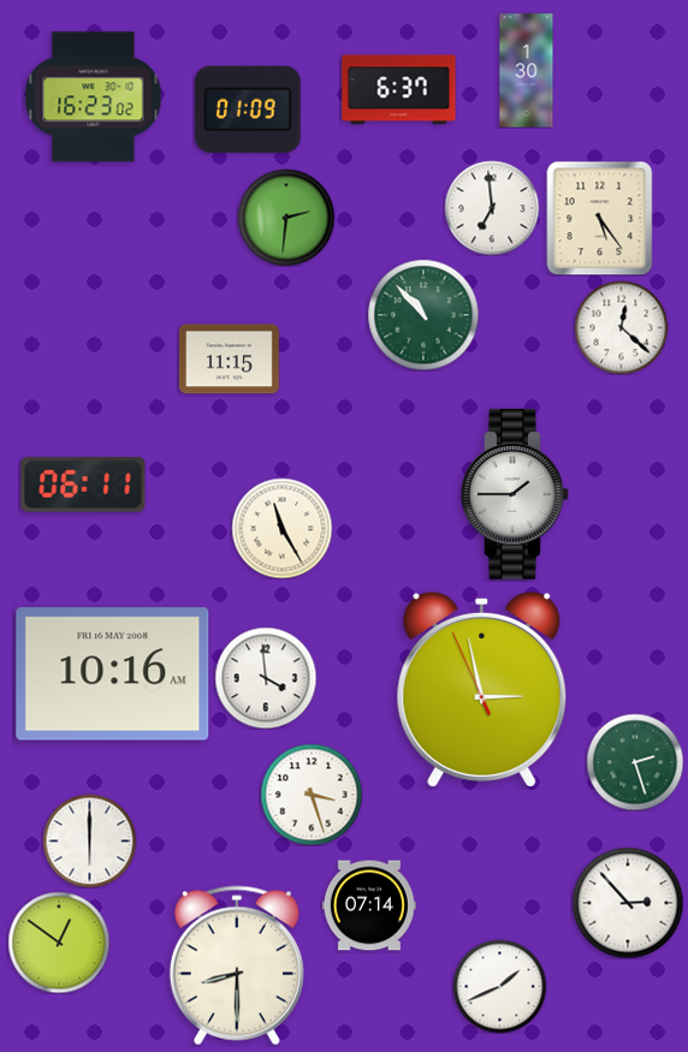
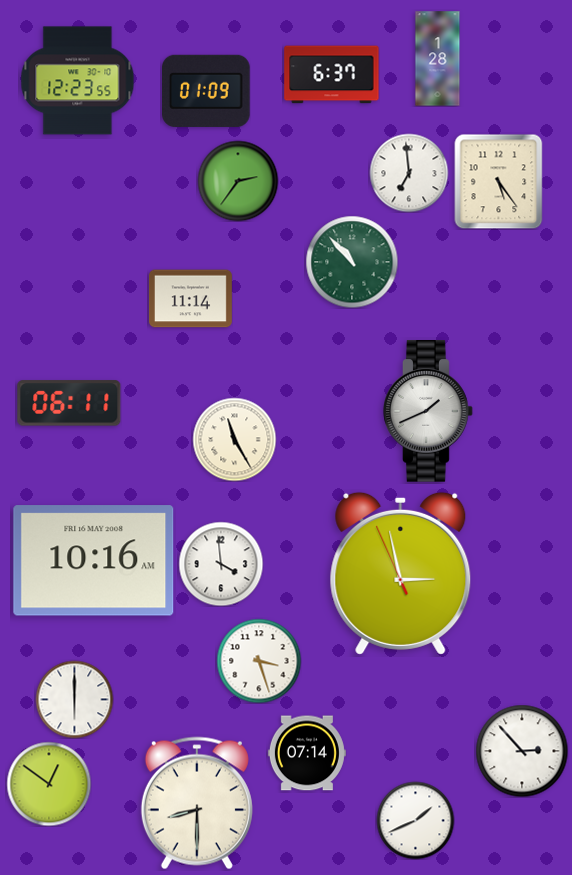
clock at (527, 71): 1:30 -> 1:28
clock at (94, 97): 16:23 -> 12:23
clock at (286, 218): 2:31 -> 2:36
clock at (621, 327): 12:22 -> none
clock at (229, 359): 11:15 -> 11:14
clock at (515, 494): 1:45 -> 1:41
clock at (635, 762): 2:27 -> none
